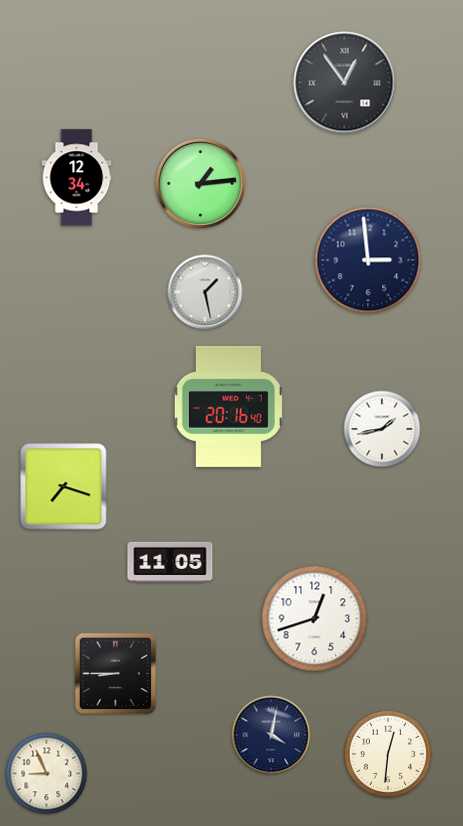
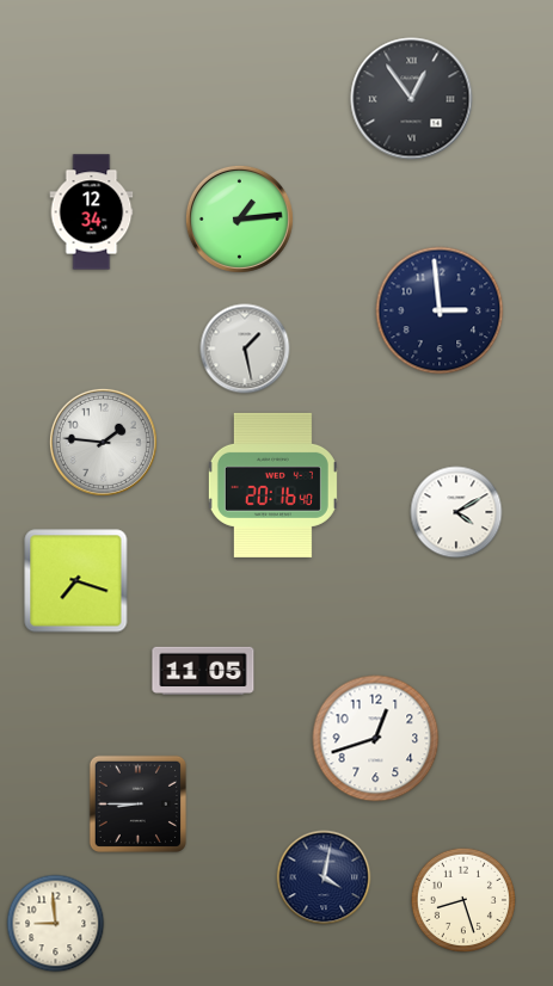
clock at (103, 442): none -> 1:46
clock at (382, 429): 1:43 -> 4:10
clock at (387, 753): 12:31 -> 8:27
clock at (47, 774): 8:56 -> 8:59
